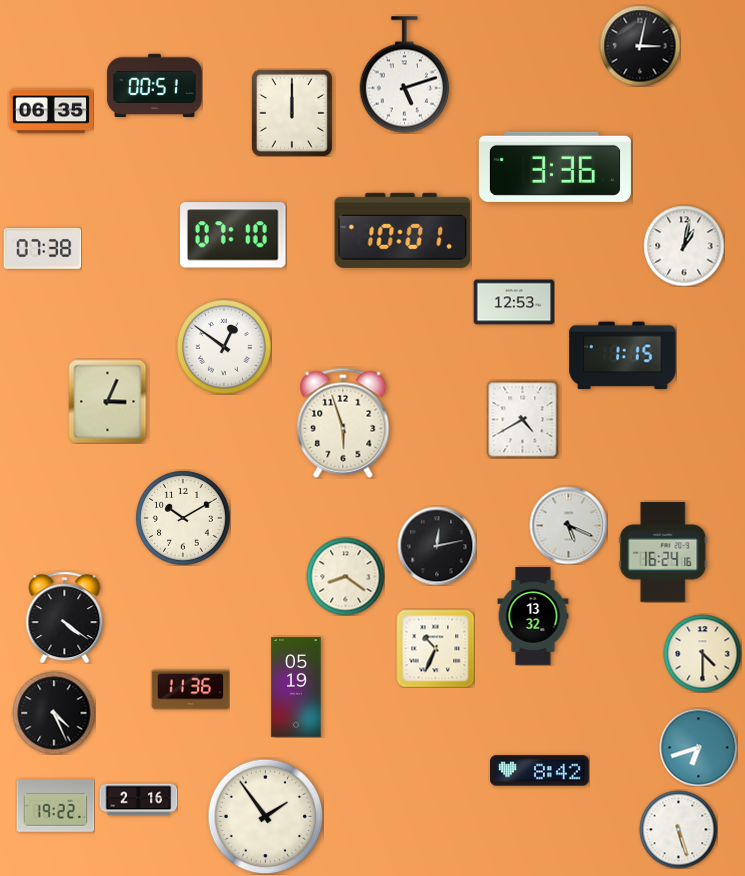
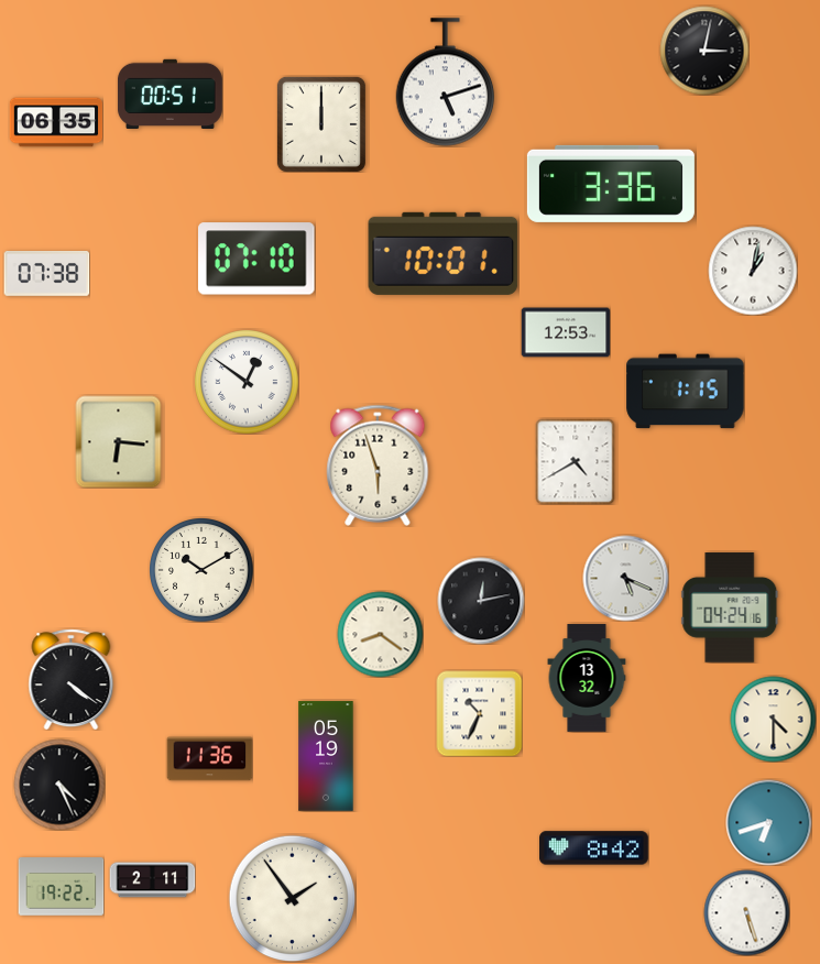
clock at (108, 401): 3:04 -> 6:16
clock at (663, 552): 16:24 -> 04:24
clock at (138, 800): 2:16 -> 2:11
